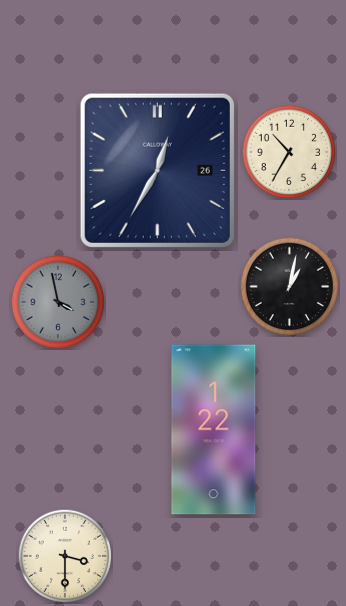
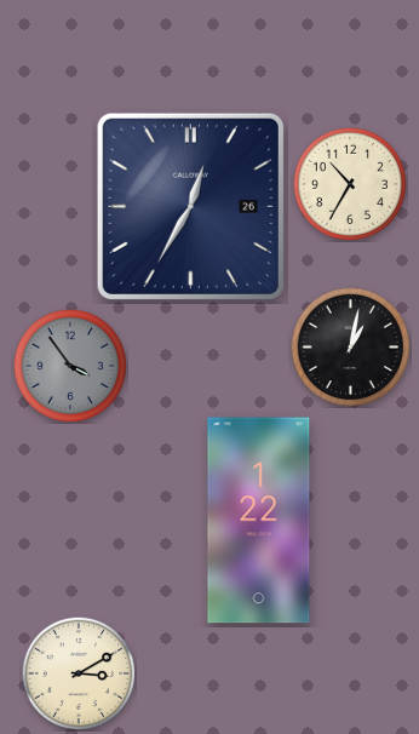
clock at (57, 301): 3:58 -> 3:54
clock at (64, 555): 3:30 -> 3:10
